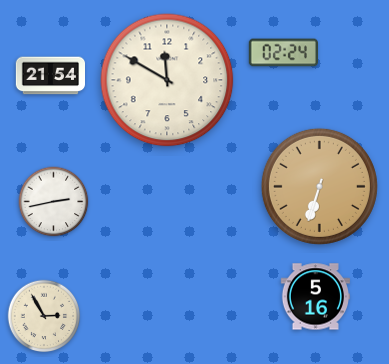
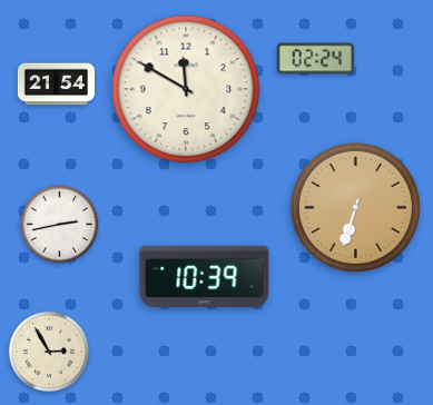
clock at (205, 276): none -> 10:39
clock at (315, 297): 5:16 -> none
